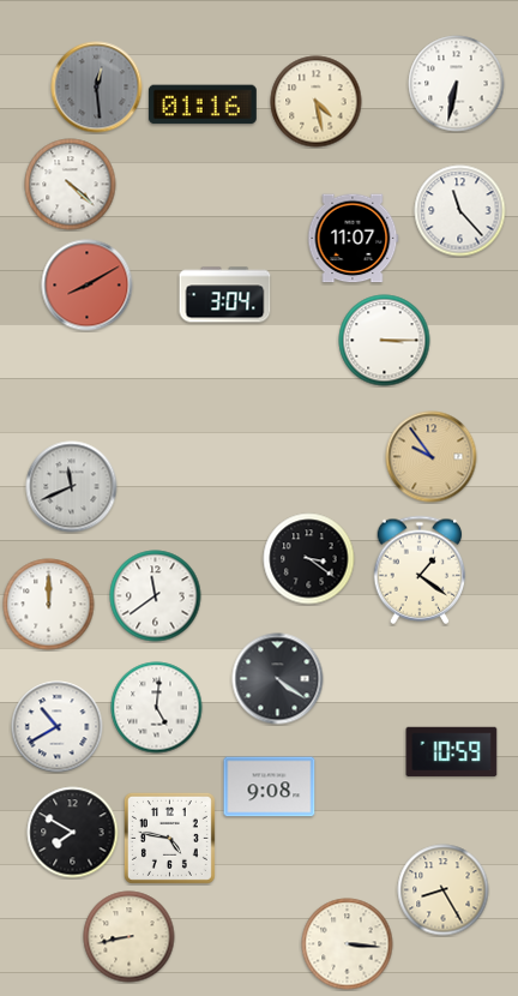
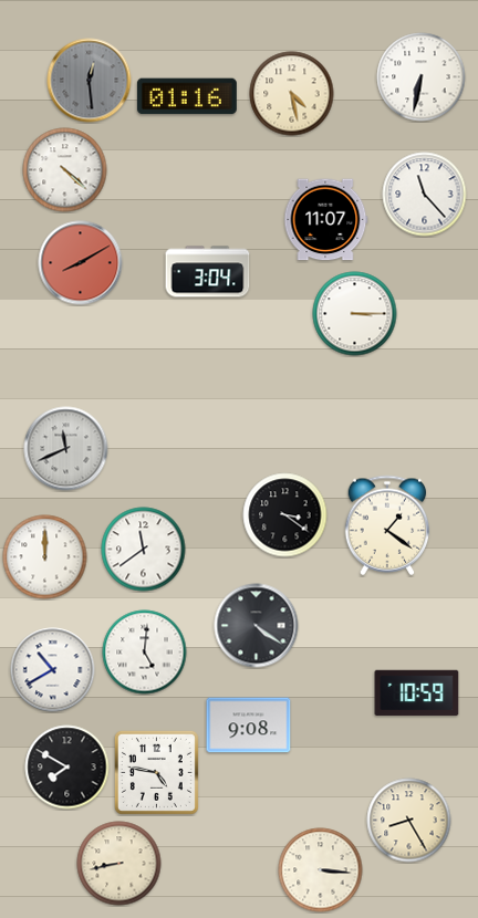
clock at (432, 457): 9:54 -> none
